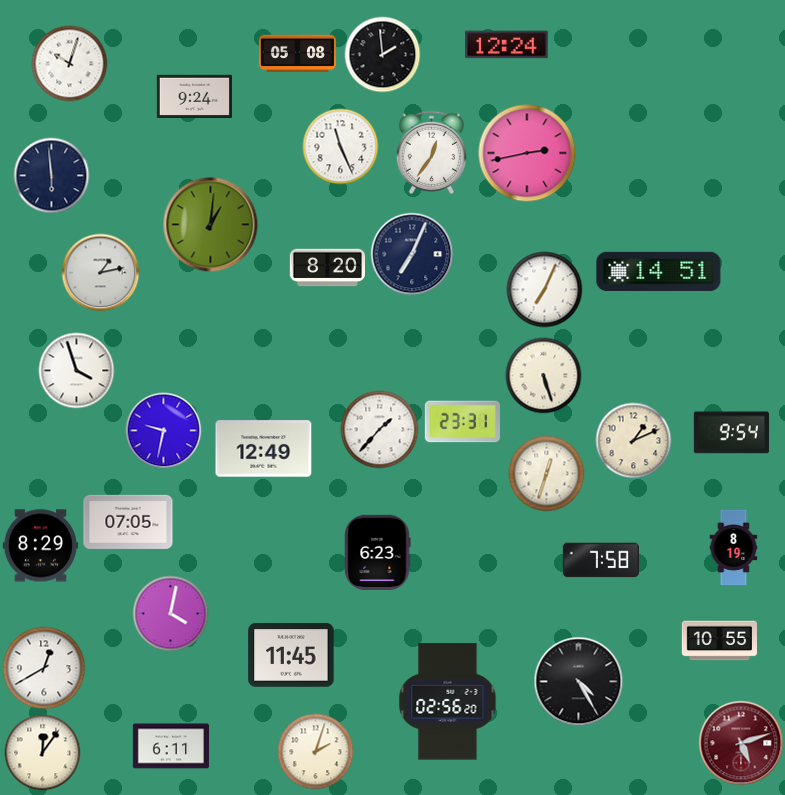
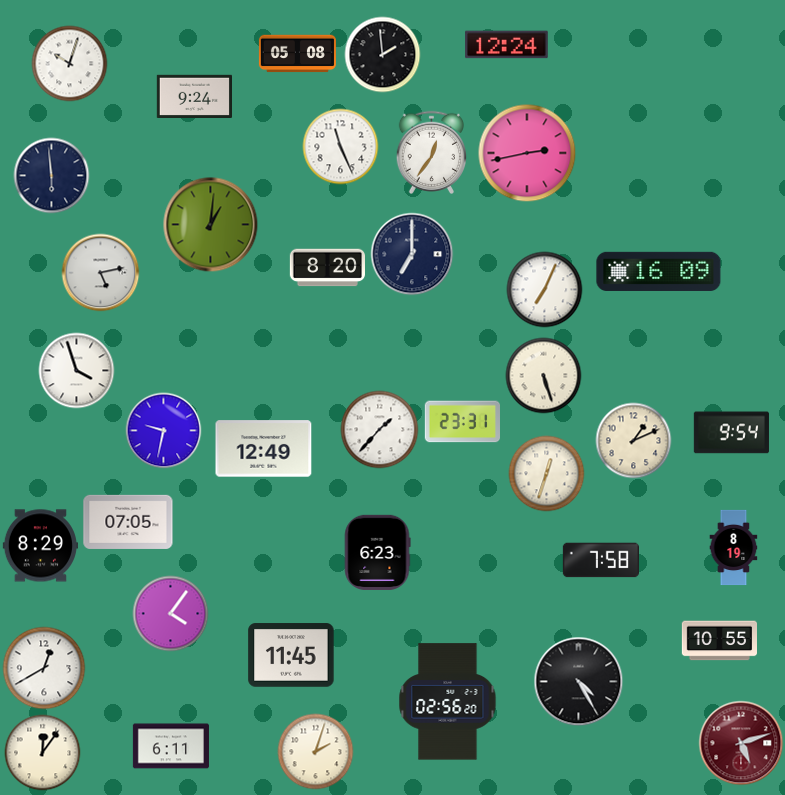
clock at (412, 254): 7:04 -> 7:00
clock at (659, 271): 14:51 -> 16:09
clock at (101, 273): 1:13 -> 5:13
clock at (171, 614): 4:02 -> 4:06
